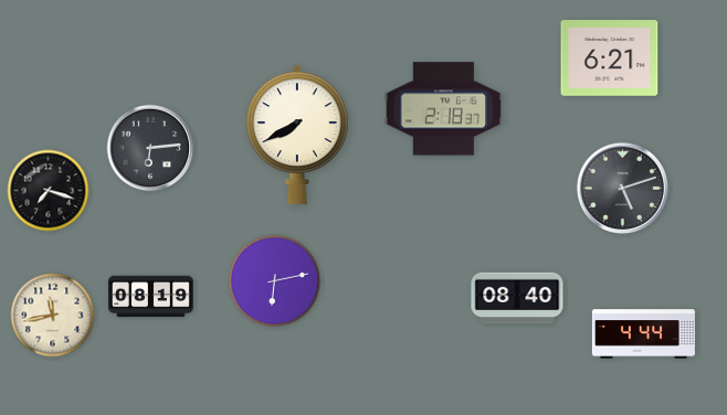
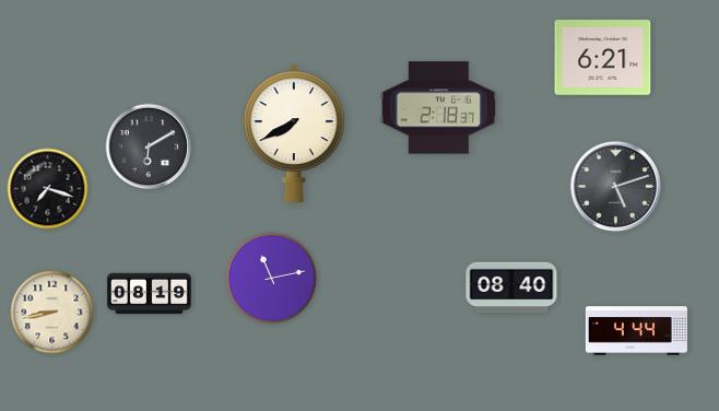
clock at (150, 148): 6:14 -> 6:10
clock at (275, 281): 6:13 -> 11:13
clock at (517, 298) position: (517, 298) -> (511, 287)
clock at (53, 316): 11:43 -> 8:43
